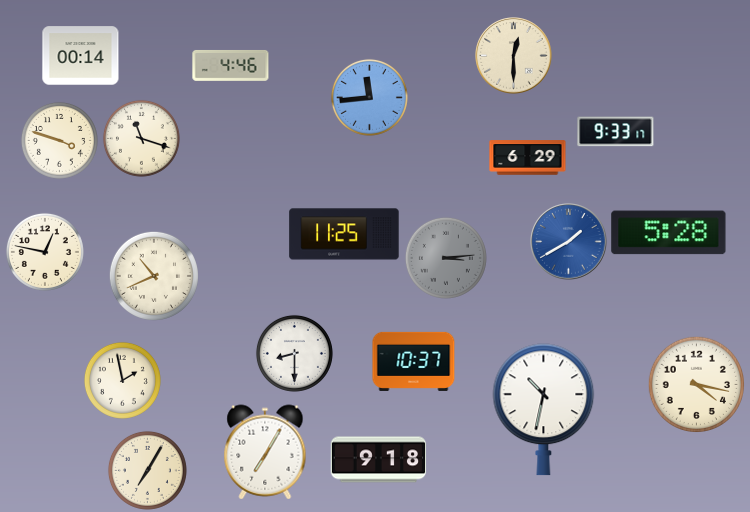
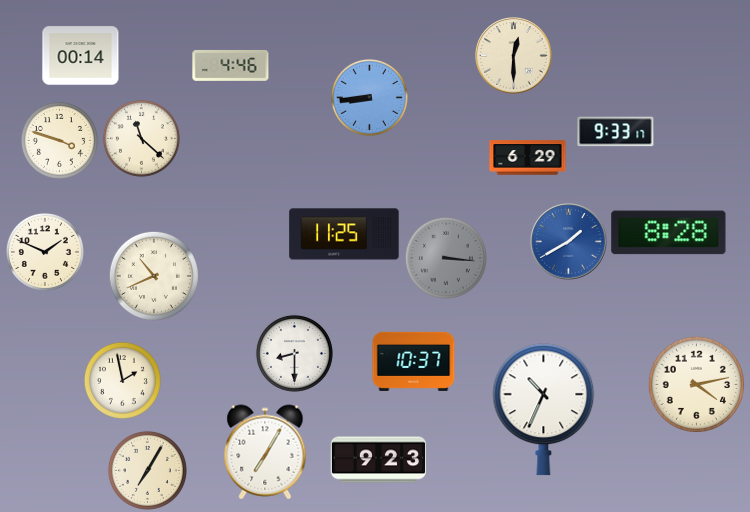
clock at (369, 97): 11:44 -> 8:44
clock at (141, 138): 11:18 -> 11:22
clock at (669, 233): 5:28 -> 8:28
clock at (45, 252): 12:47 -> 1:49
clock at (446, 258): 3:14 -> 3:16
clock at (696, 384): 4:17 -> 4:13
clock at (544, 410): 10:32 -> 10:34
clock at (379, 460): 9:18 -> 9:23
